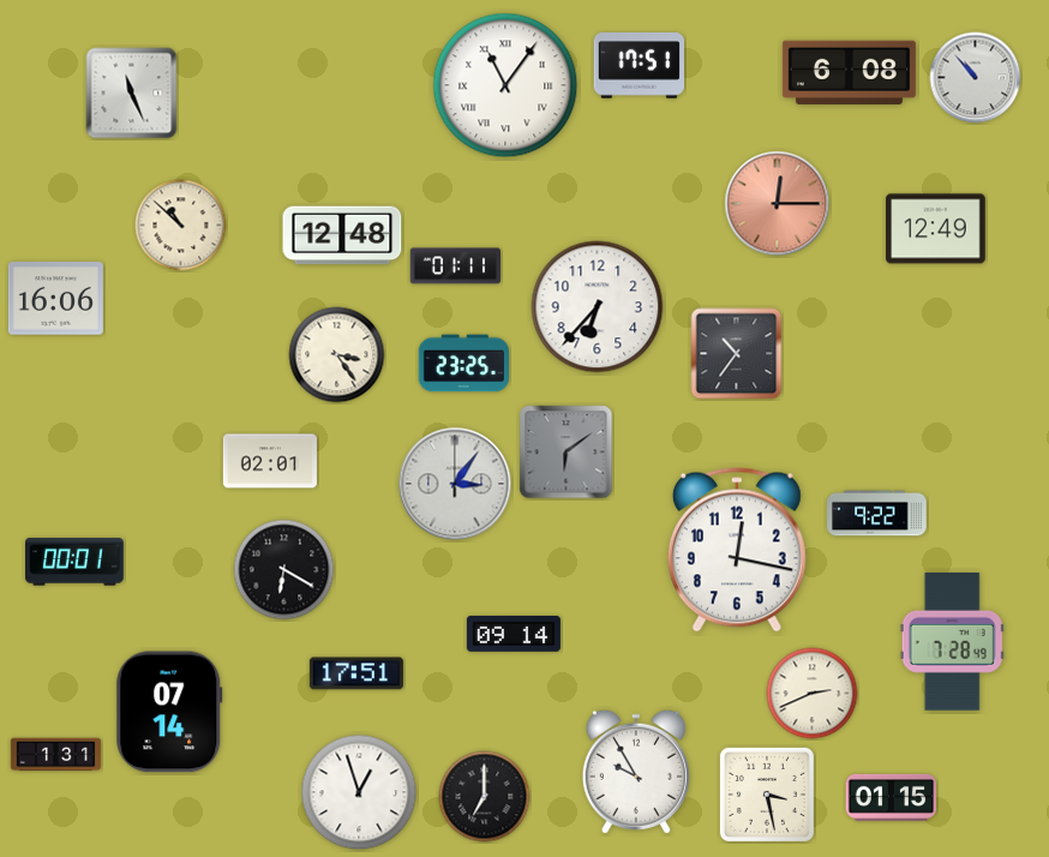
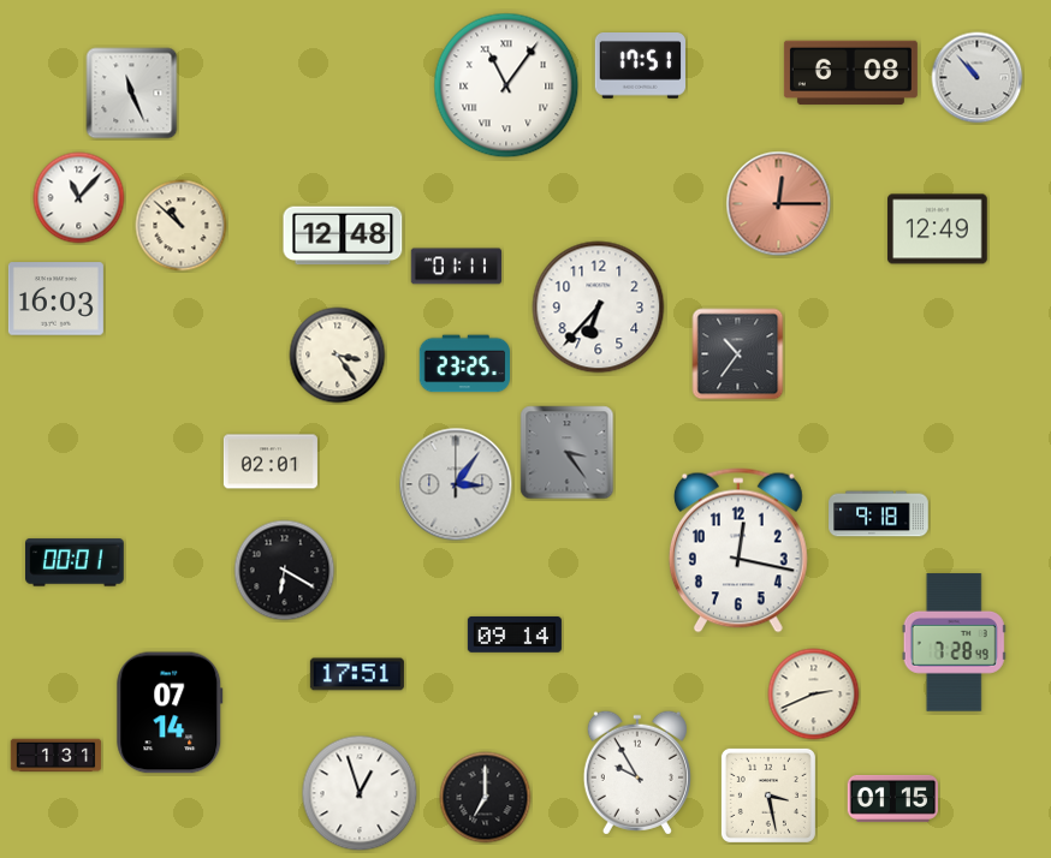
clock at (79, 198): none -> 11:07
clock at (55, 299): 16:06 -> 16:03
clock at (567, 453): 6:09 -> 3:24
clock at (877, 514): 9:22 -> 9:18
